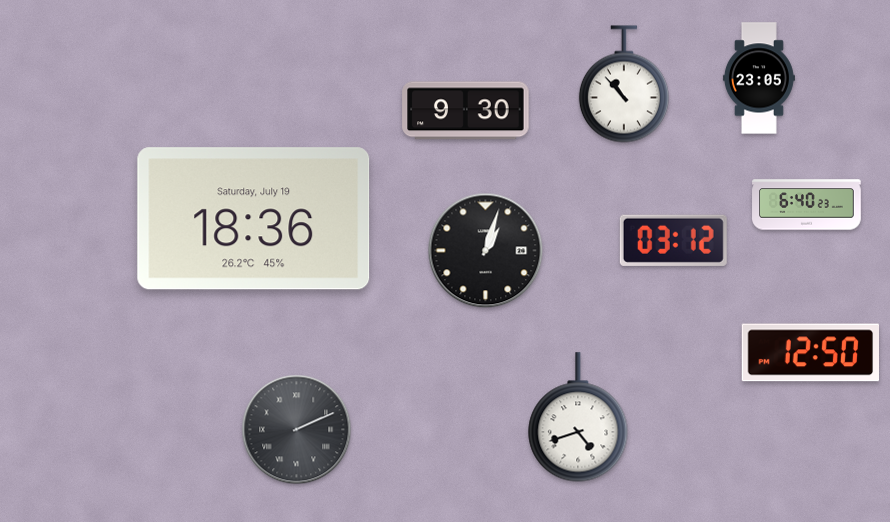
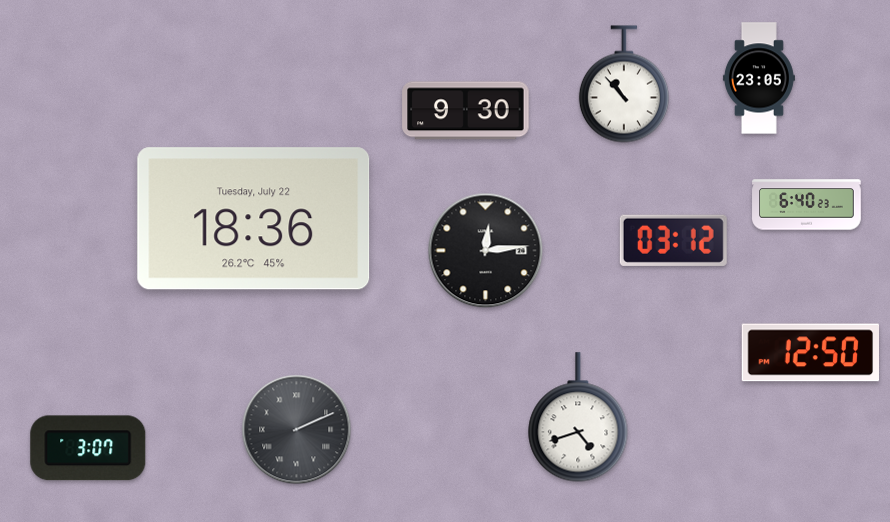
clock at (254, 219) date: Saturday, July 19 -> Tuesday, July 22
clock at (486, 251): 1:03 -> 12:14
clock at (88, 448): none -> 3:07
